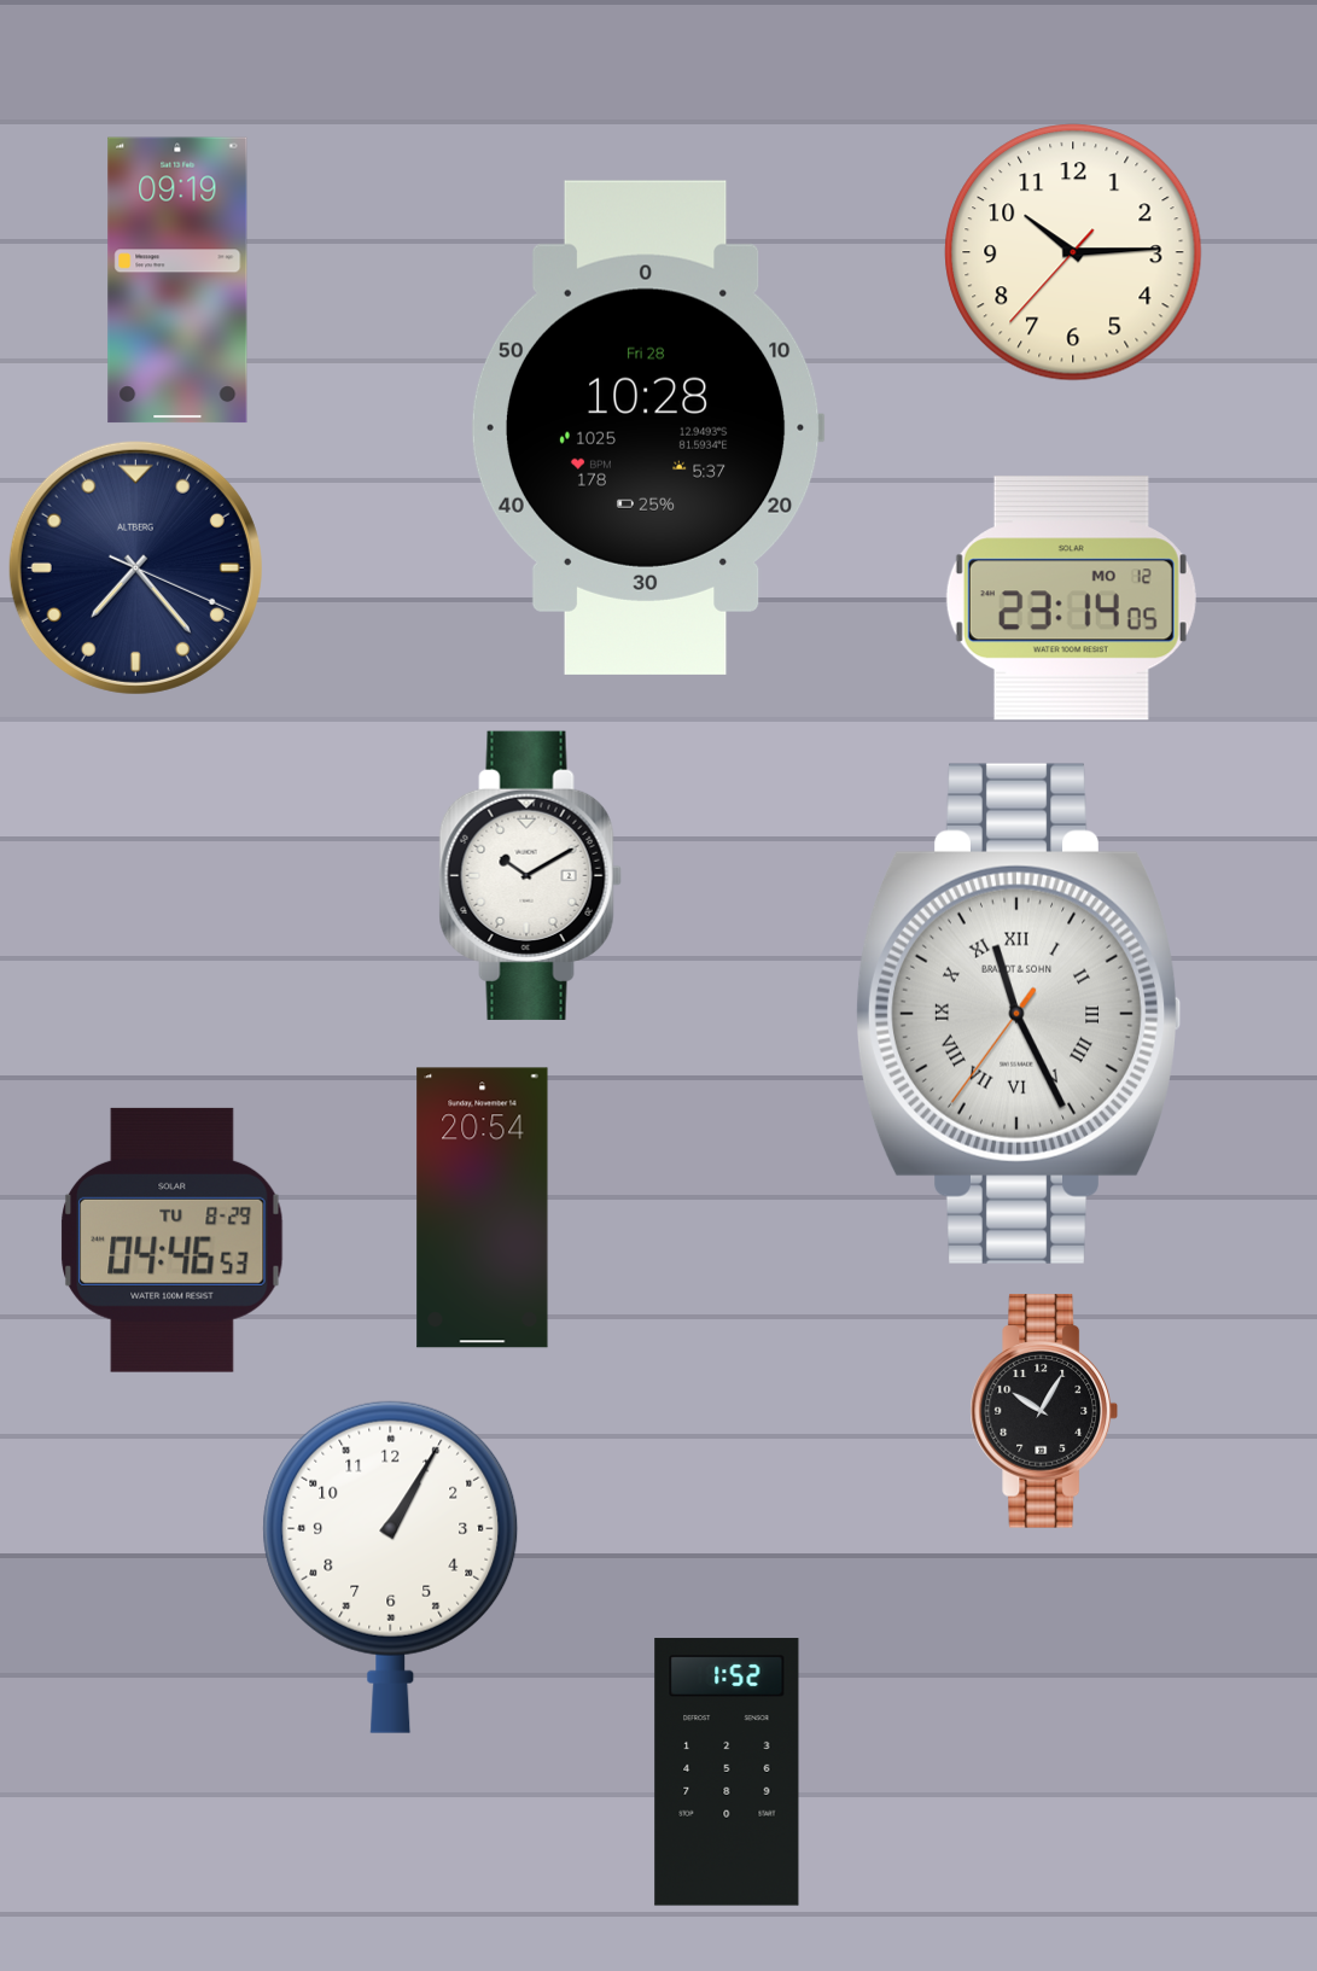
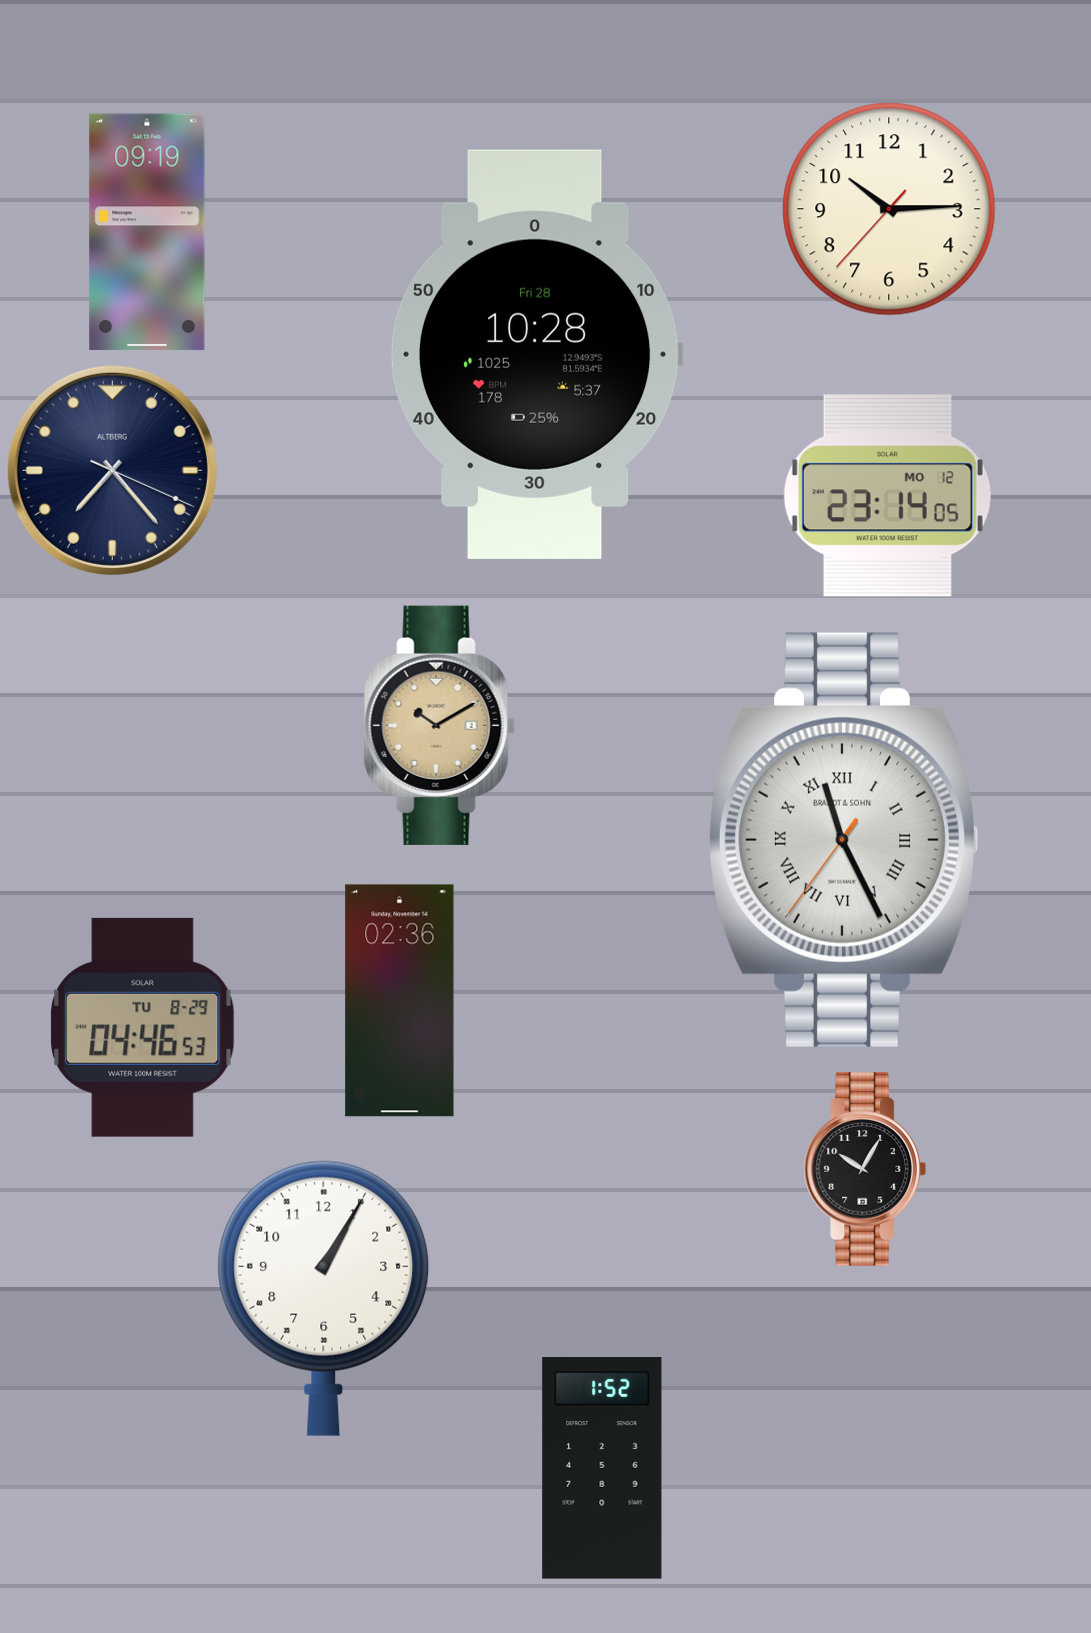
clock at (530, 875) dial: white -> champagne
clock at (483, 1208): 20:54 -> 02:36
